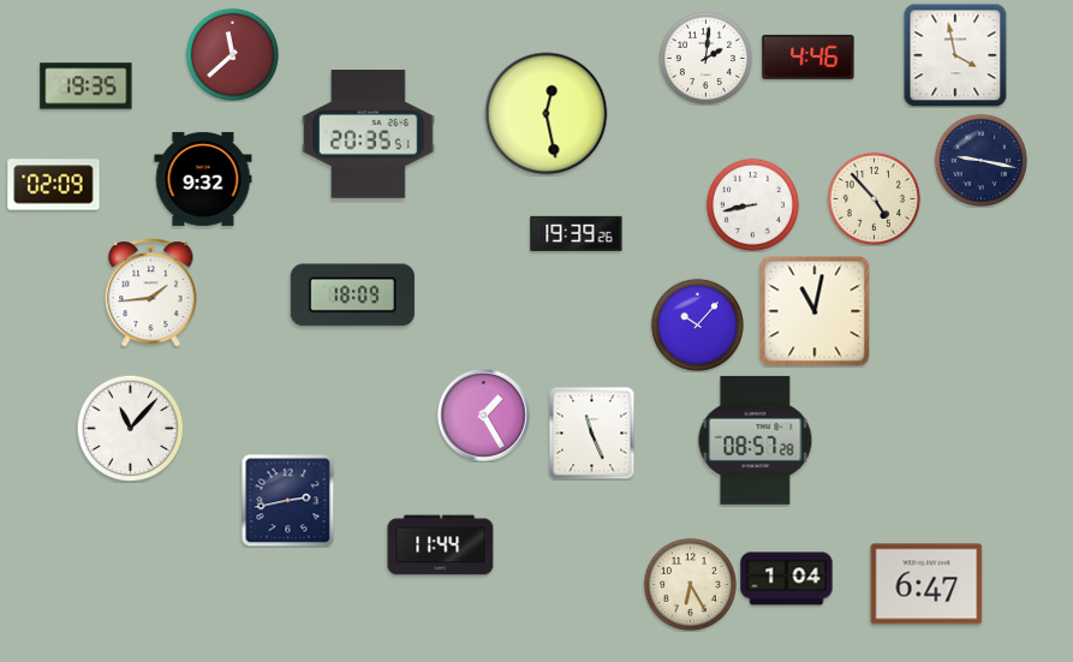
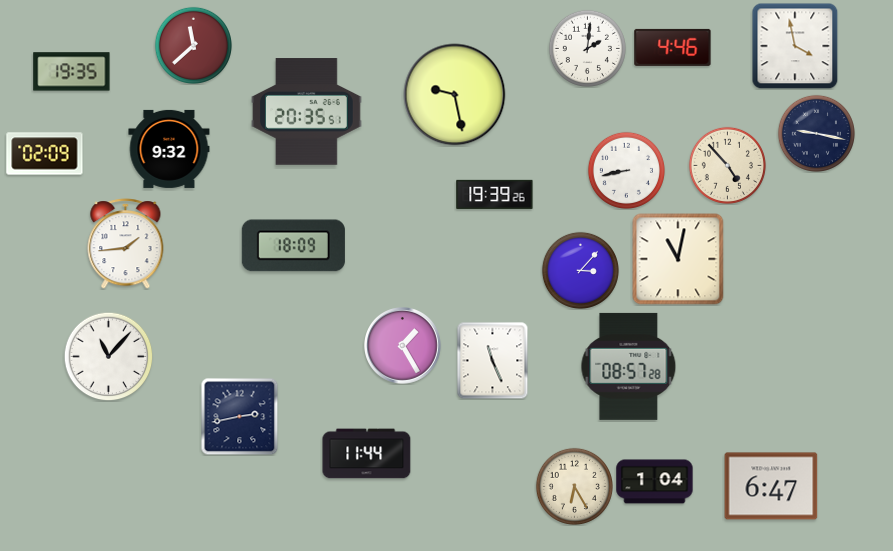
clock at (547, 114): 12:28 -> 9:28
clock at (577, 233) position: (577, 233) -> (495, 194)
clock at (697, 324): 10:07 -> 3:07
